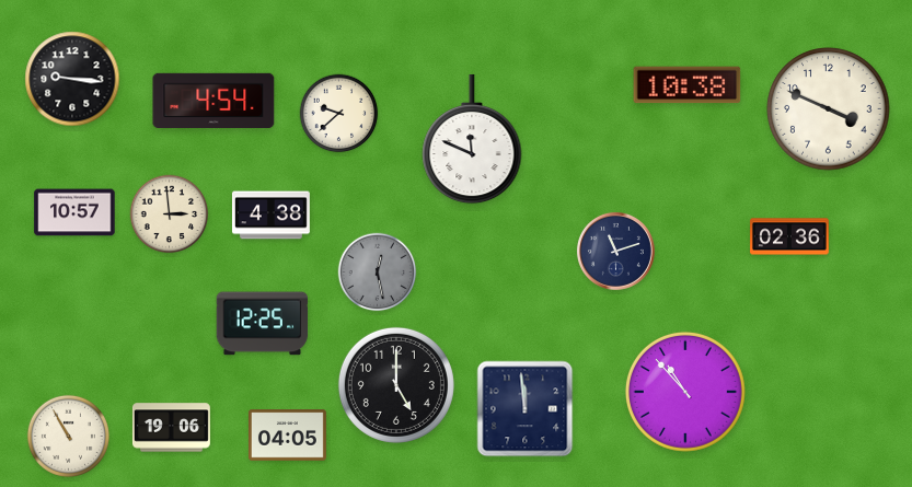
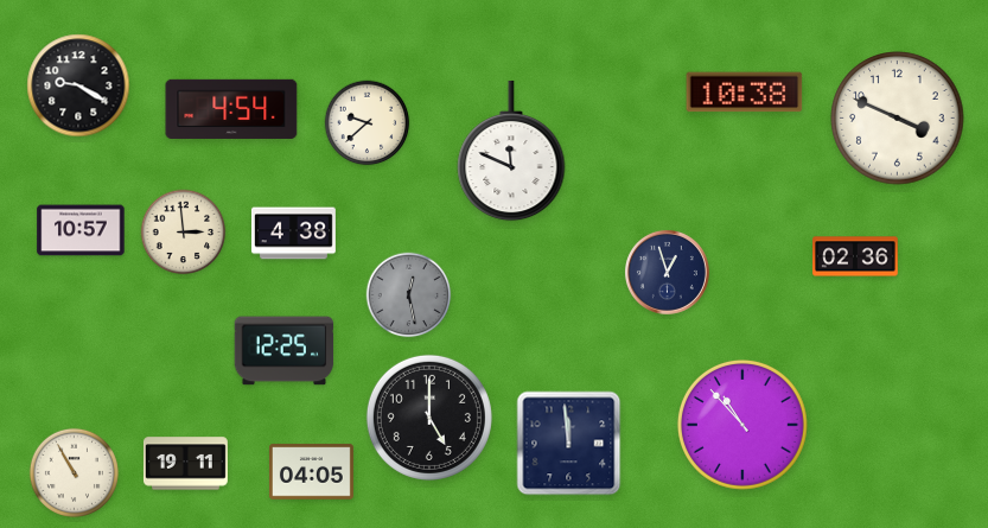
clock at (72, 79): 9:16 -> 9:20
clock at (615, 251): 11:12 -> 12:57
clock at (171, 428): 19:06 -> 19:11
